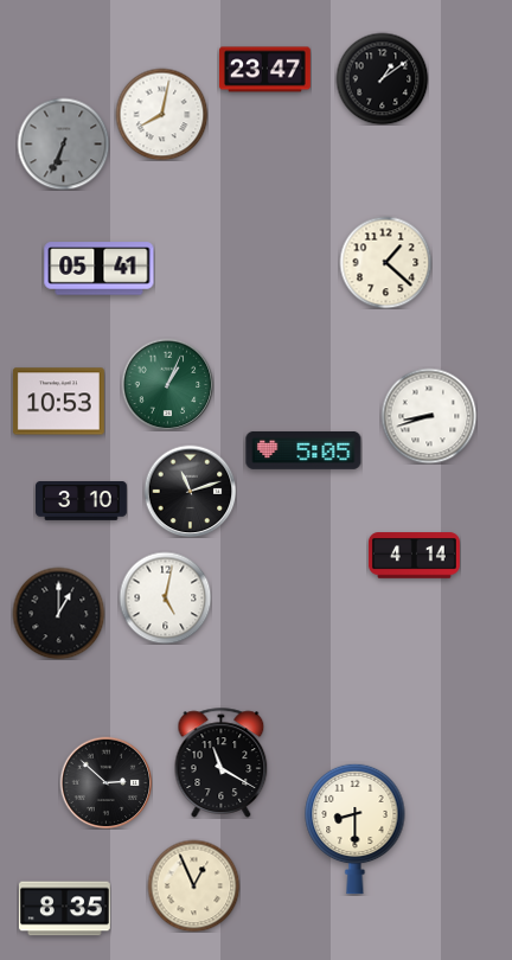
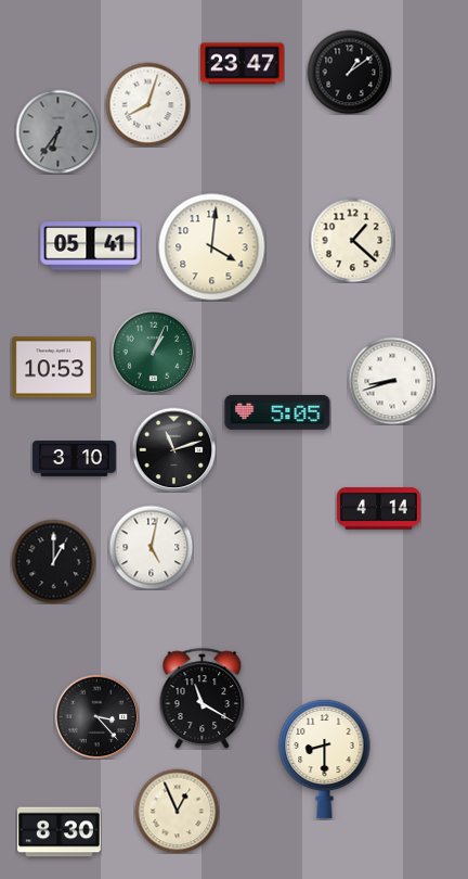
clock at (161, 114): 8:02 -> 8:03
clock at (63, 143): 6:34 -> 6:36
clock at (212, 247): none -> 4:01
clock at (105, 782): 2:52 -> 3:23
clock at (64, 909): 8:35 -> 8:30
